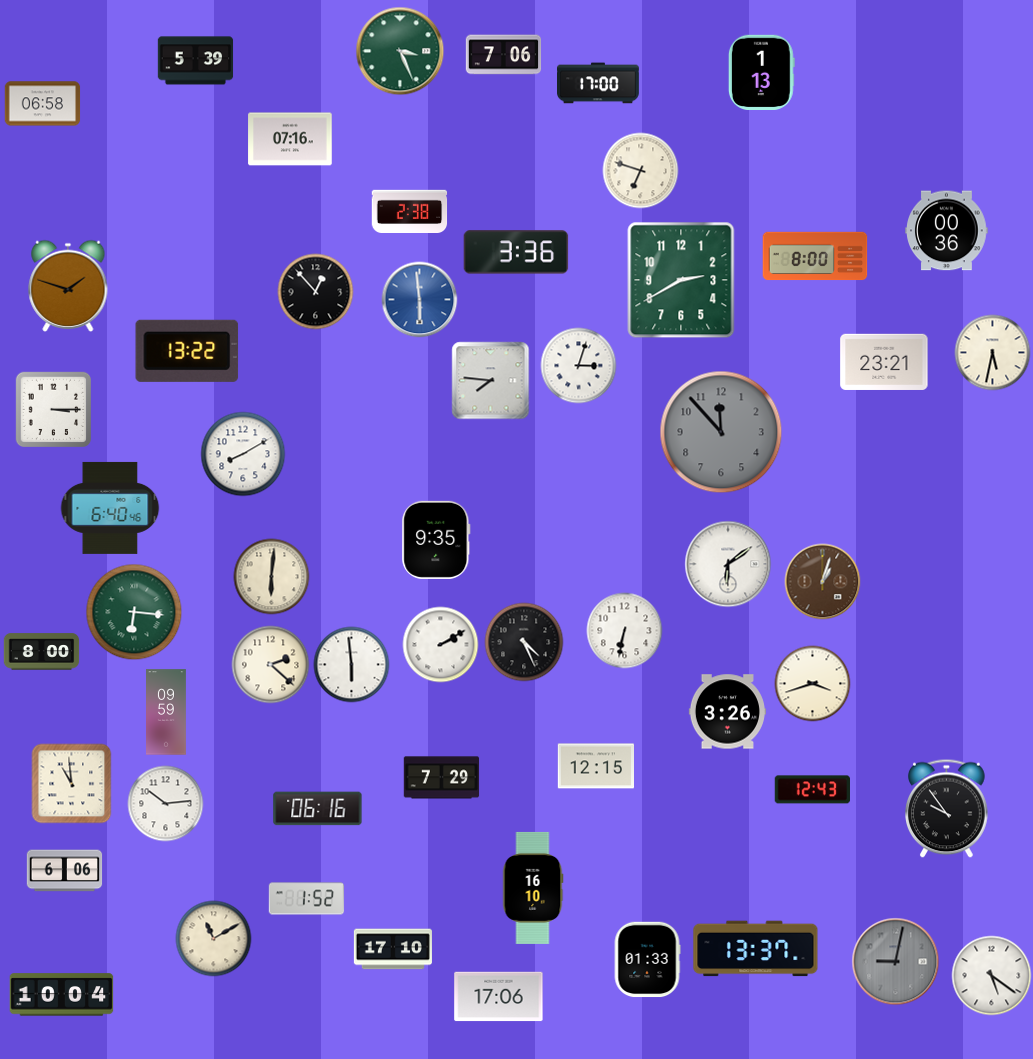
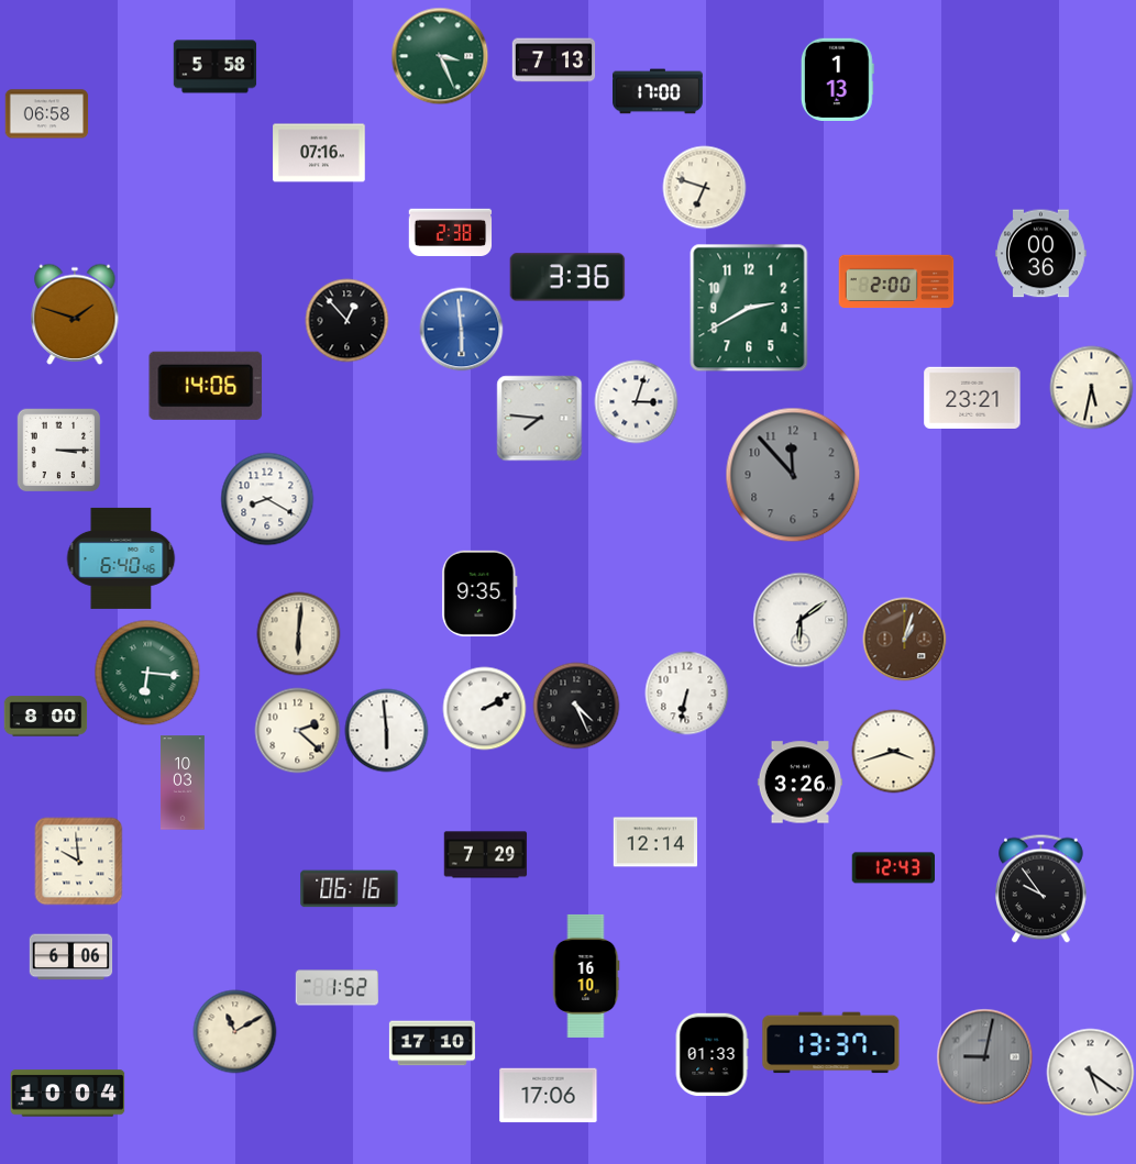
clock at (504, 55): 7:06 -> 7:13
clock at (196, 61): 5:39 -> 5:58
clock at (815, 256): 8:00 -> 2:00
clock at (187, 351): 13:22 -> 14:06
clock at (243, 454): 8:10 -> 8:20
clock at (167, 712): 09:59 -> 10:03
clock at (595, 766): 12:15 -> 12:14
clock at (72, 784): 10:59 -> 9:59
clock at (166, 804): 10:14 -> none
